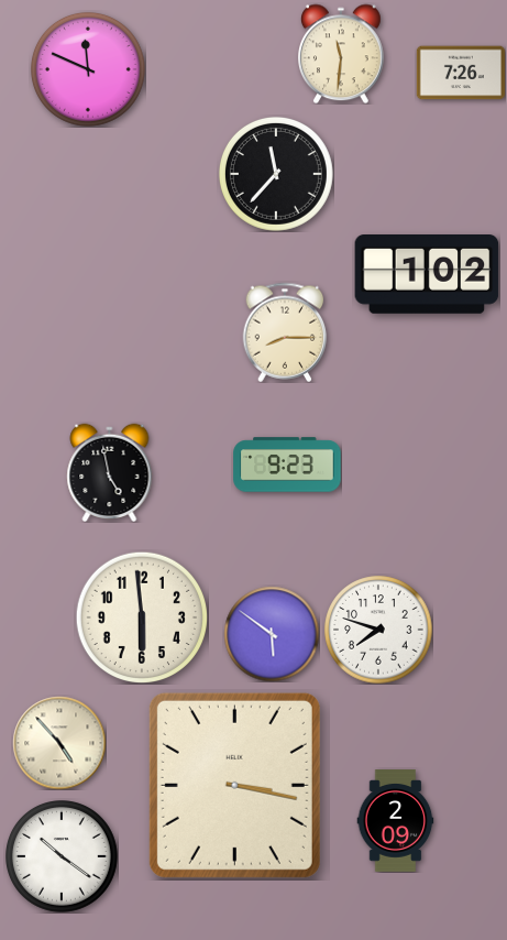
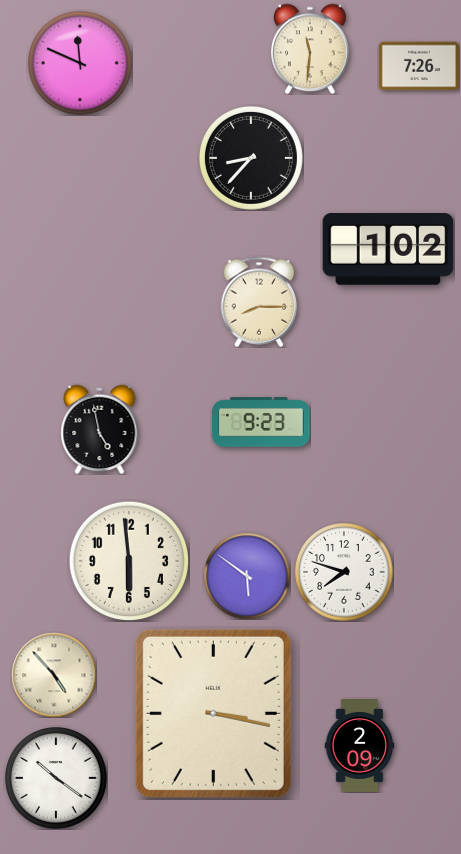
clock at (276, 174): 11:37 -> 8:37
